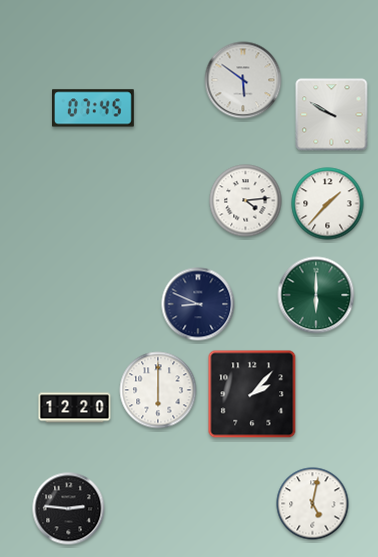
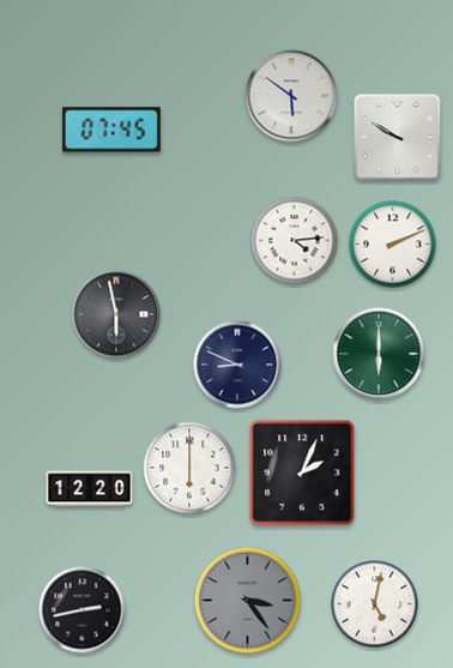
clock at (328, 204): 1:37 -> 2:11
clock at (116, 314): none -> 5:58
clock at (252, 394): 2:07 -> 2:04
clock at (248, 601): none -> 3:24
clock at (69, 509): 2:46 -> 2:43
